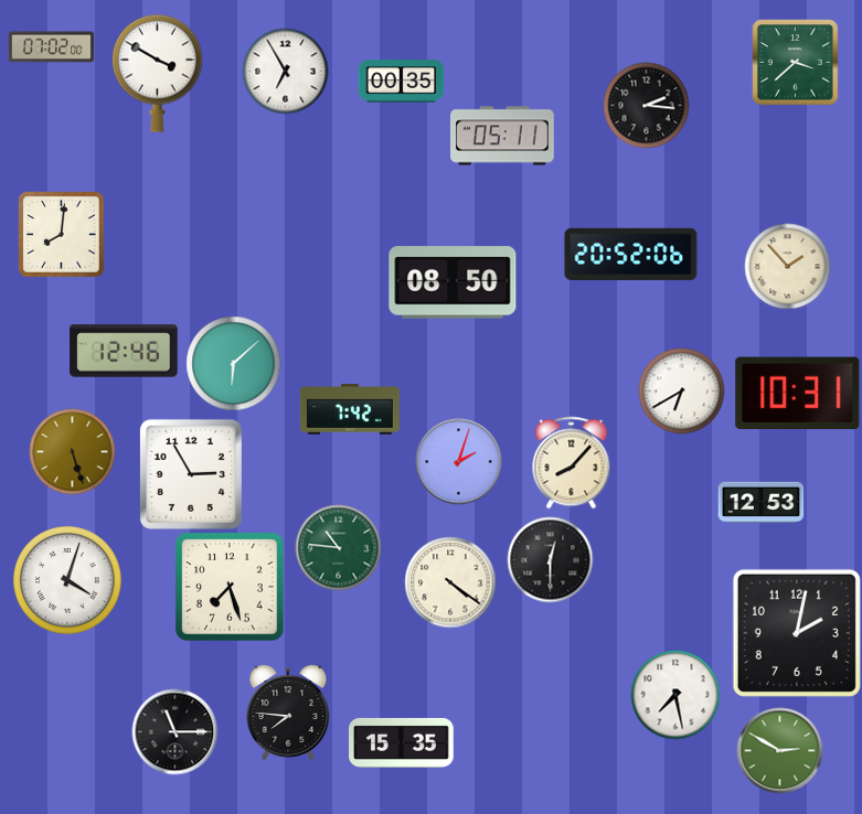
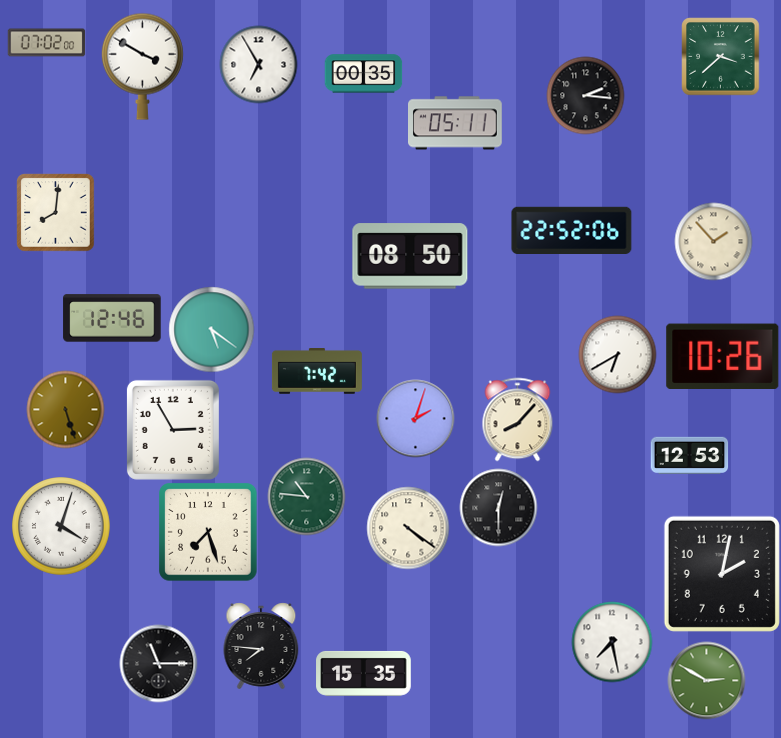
clock at (631, 255): 20:52 -> 22:52
clock at (233, 363): 6:08 -> 5:21
clock at (798, 394): 10:31 -> 10:26
clock at (675, 695) position: (675, 695) -> (612, 642)
